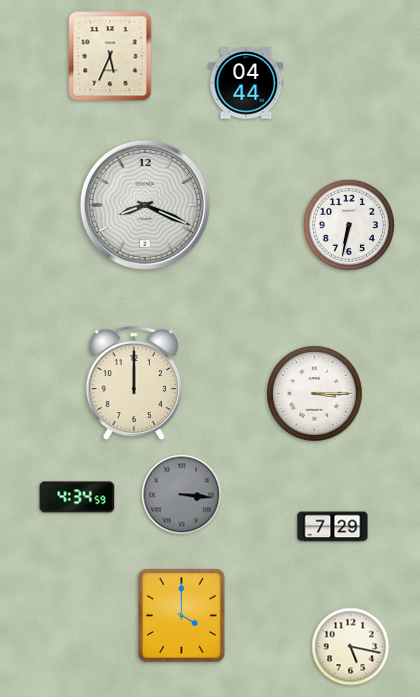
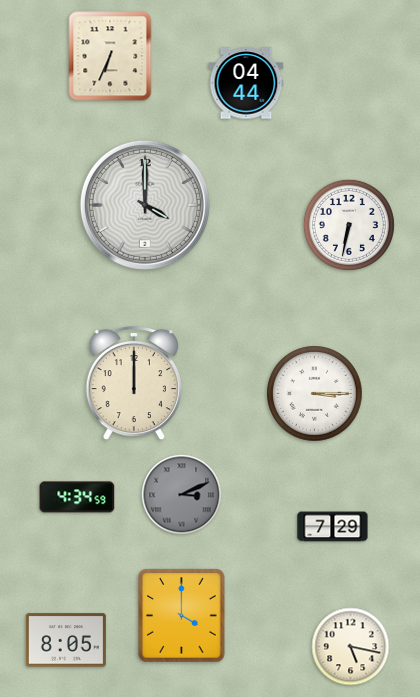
clock at (110, 56): 5:34 -> 6:34
clock at (145, 205): 8:19 -> 4:00
clock at (182, 495): 3:16 -> 3:11
clock at (66, 640): none -> 8:05
